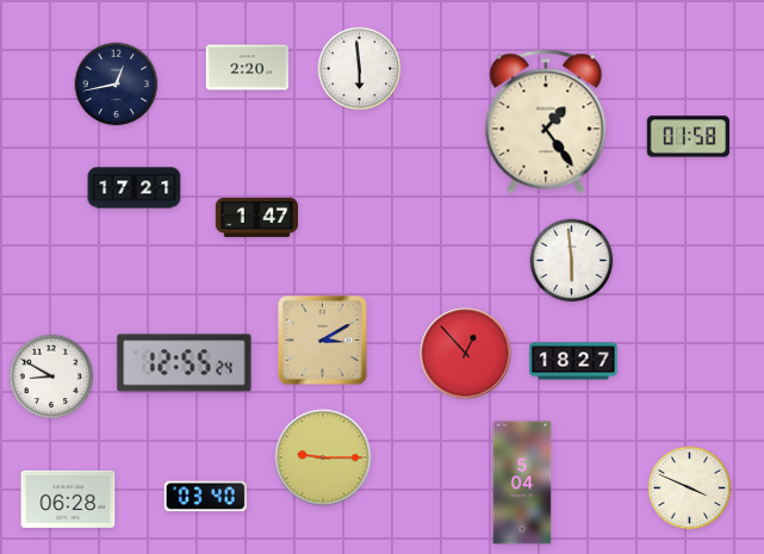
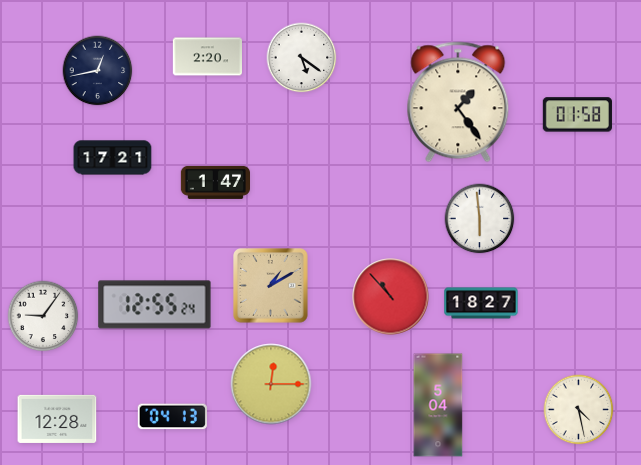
clock at (360, 69): 5:59 -> 5:21
clock at (323, 341): 3:10 -> 1:10
clock at (466, 354): 12:53 -> 10:53
clock at (51, 376): 8:50 -> 9:06
clock at (323, 457): 9:15 -> 12:15
clock at (690, 488): 3:49 -> 4:28
clock at (205, 497): 03:40 -> 04:13
clock at (68, 499): 06:28 -> 12:28
